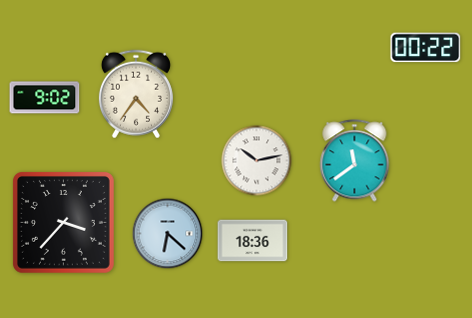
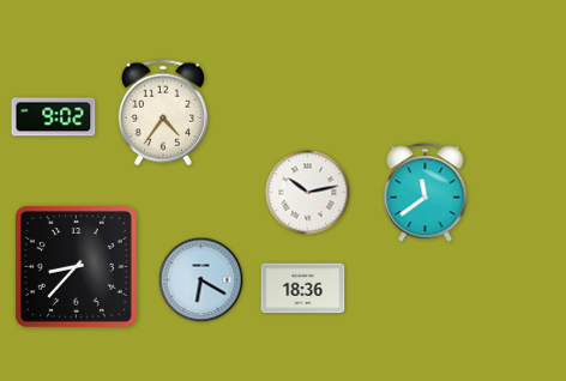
clock at (426, 48): 00:22 -> none
clock at (63, 222): 3:37 -> 8:37
clock at (168, 234): 6:22 -> 6:20
